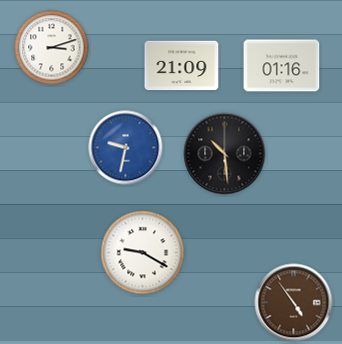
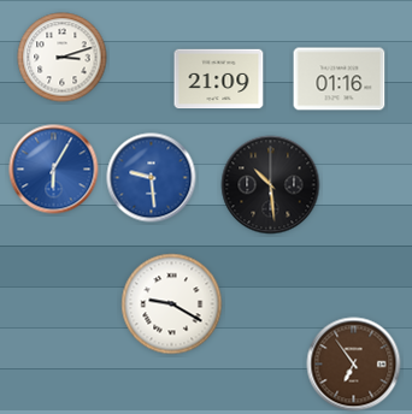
clock at (54, 170): none -> 6:05
clock at (126, 148): 9:32 -> 9:29
clock at (294, 303): 4:54 -> 6:54
